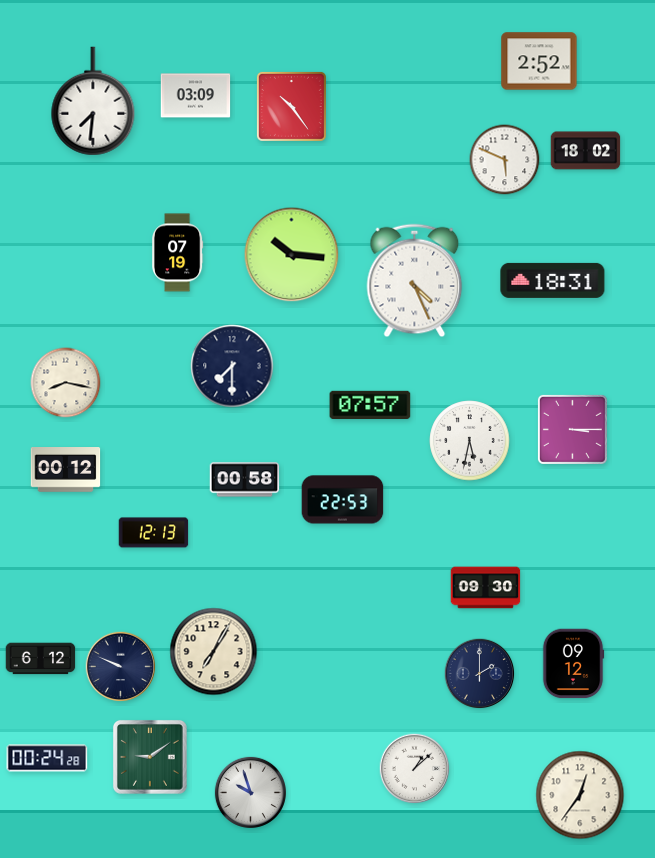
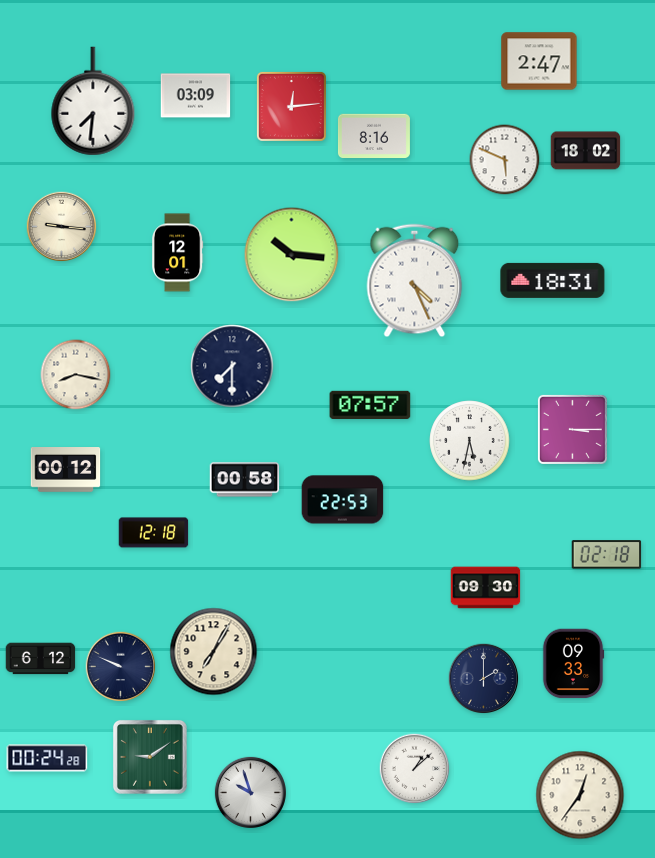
clock at (539, 61): 2:52 -> 2:47
clock at (291, 106): 10:24 -> 12:14
clock at (374, 136): none -> 8:16
clock at (62, 227): none -> 9:16
clock at (177, 253): 07:19 -> 12:01
clock at (66, 383) position: (66, 383) -> (76, 375)
clock at (154, 533): 12:13 -> 12:18
clock at (607, 555): none -> 02:18
clock at (573, 664): 09:12 -> 09:33
clock at (480, 674) position: (480, 674) -> (484, 679)
